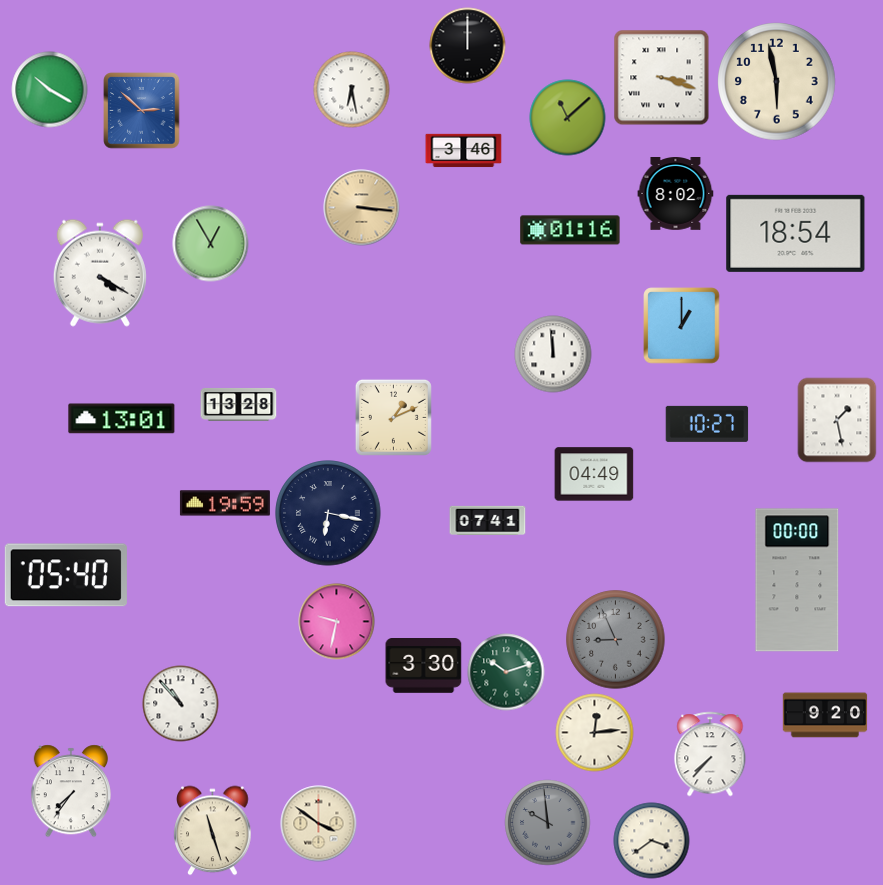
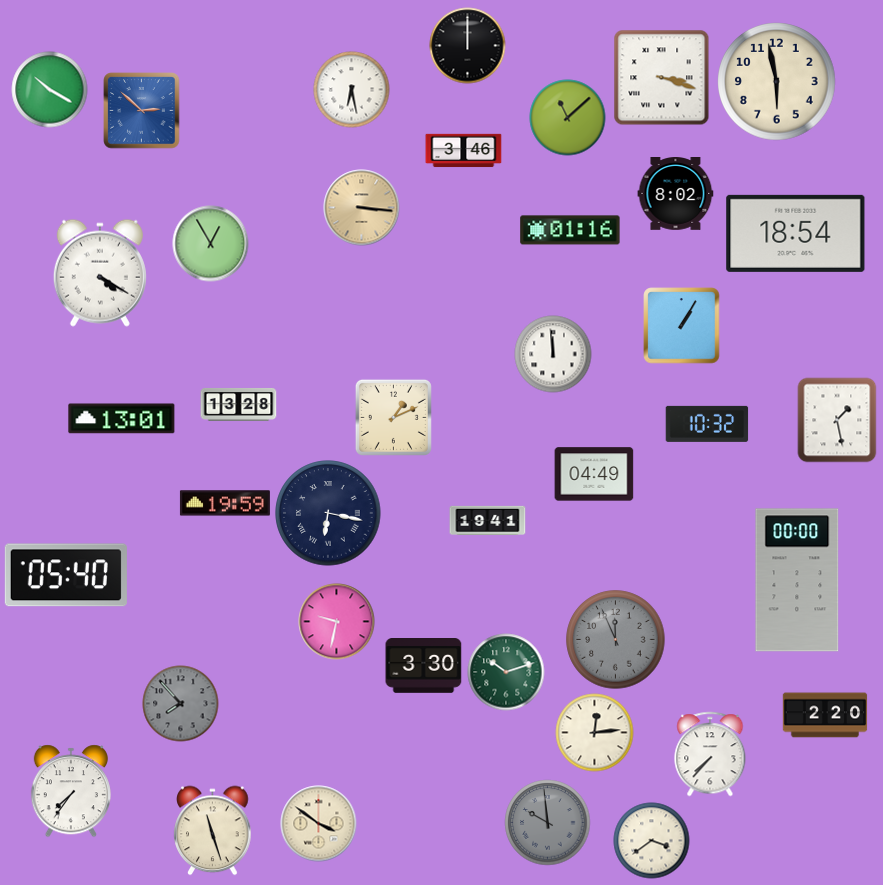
clock at (682, 326): 1:00 -> 1:05
clock at (707, 424): 10:27 -> 10:32
clock at (488, 520): 07:41 -> 19:41
clock at (616, 640): 8:56 -> 11:56
clock at (181, 704): 10:53 -> 7:53
clock at (181, 704) dial: white -> grey
clock at (825, 715): 9:20 -> 2:20
